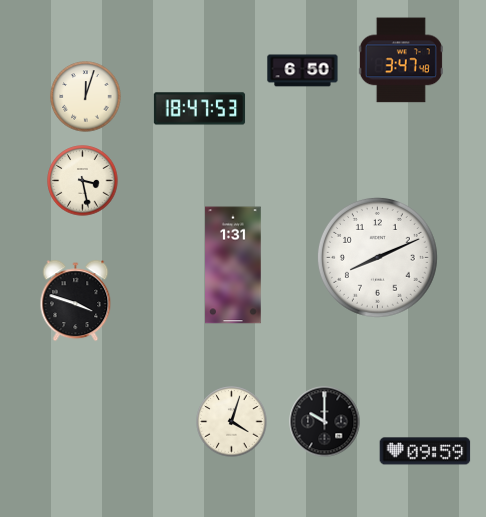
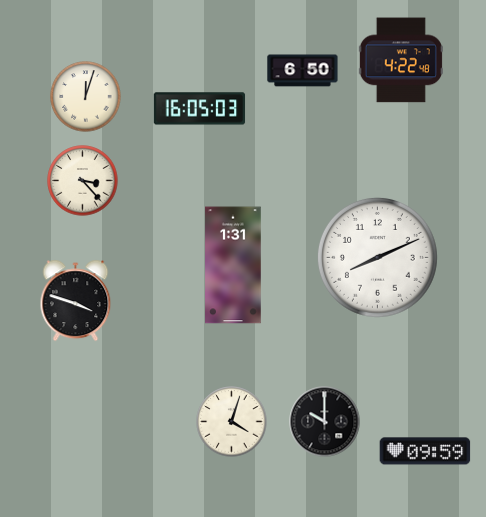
clock at (401, 60): 3:47 -> 4:22
clock at (200, 109): 18:47 -> 16:05
clock at (83, 181): 3:28 -> 3:23
